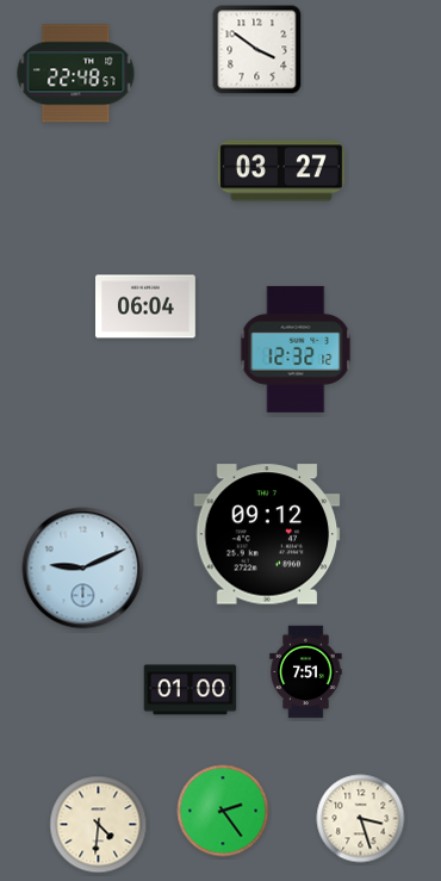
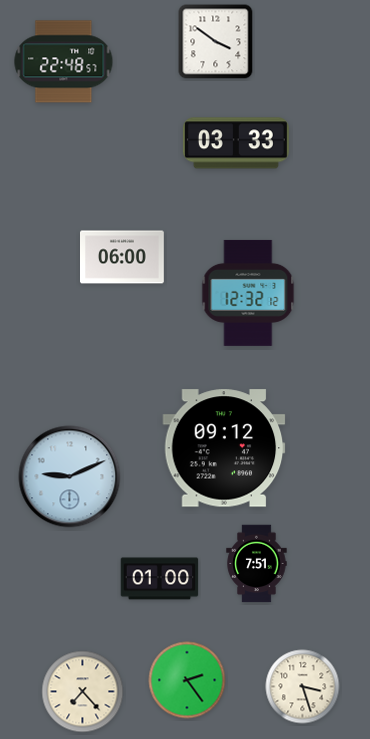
clock at (281, 170): 03:27 -> 03:33
clock at (147, 306): 06:04 -> 06:00
clock at (99, 825): 4:31 -> 7:23
